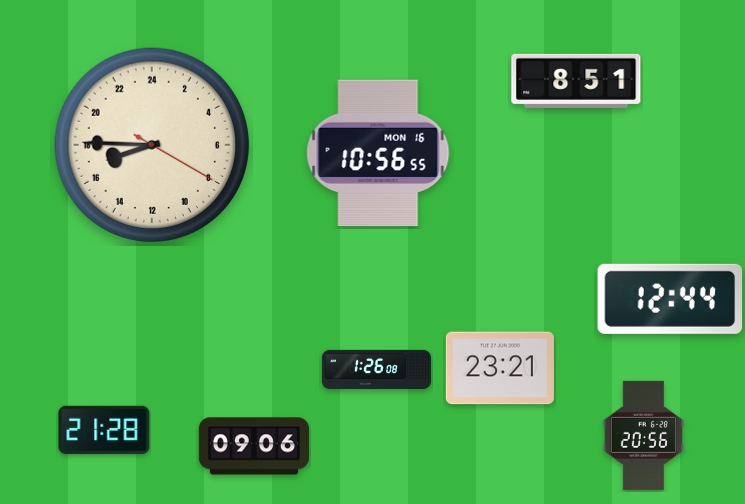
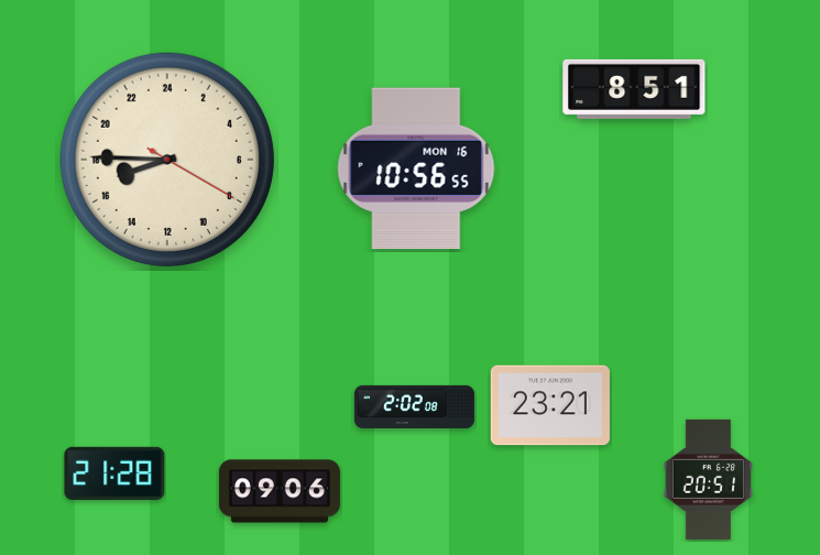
clock at (670, 299): 12:44 -> none
clock at (376, 369): 1:26 -> 2:02
clock at (643, 435): 20:56 -> 20:51
